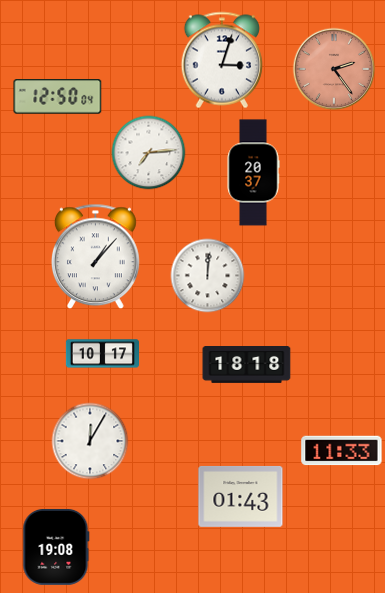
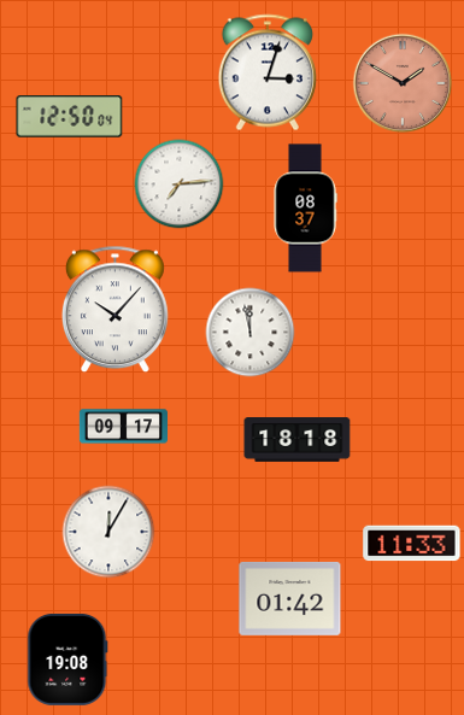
clock at (334, 69): 2:24 -> 1:50
clock at (253, 173): 20:37 -> 08:37
clock at (95, 257): 1:07 -> 10:07
clock at (208, 276): 12:01 -> 11:58
clock at (102, 354): 10:17 -> 09:17
clock at (241, 496): 01:43 -> 01:42
